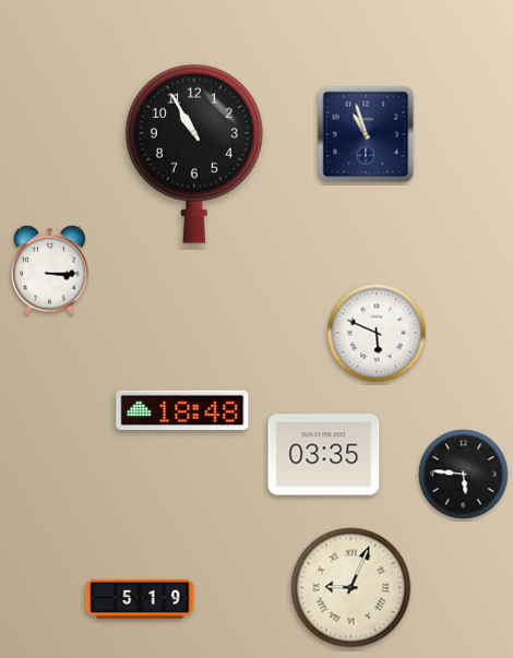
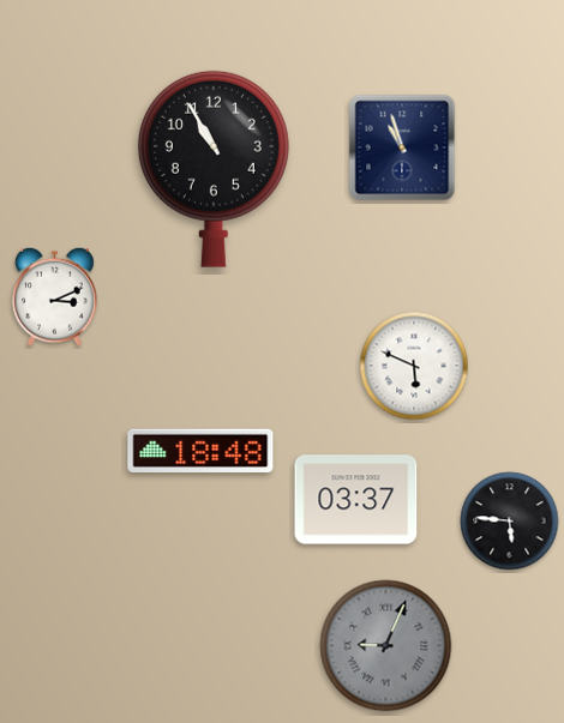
clock at (50, 270): 3:15 -> 3:11
clock at (324, 455): 03:35 -> 03:37
clock at (351, 588) dial: cream -> grey
clock at (140, 599): 5:19 -> none
